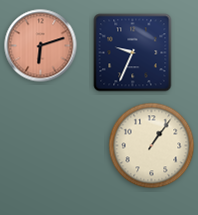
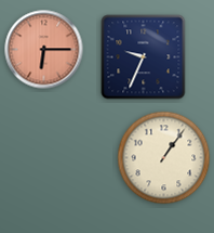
clock at (41, 46): 6:12 -> 6:15
